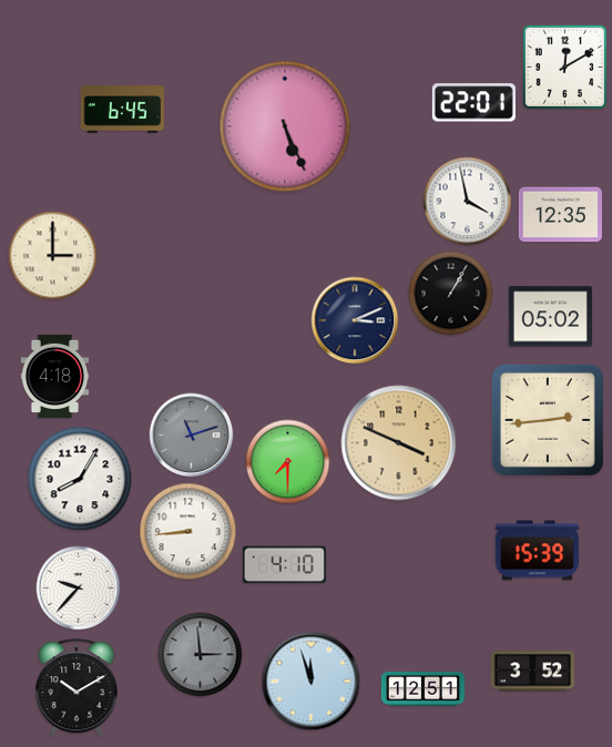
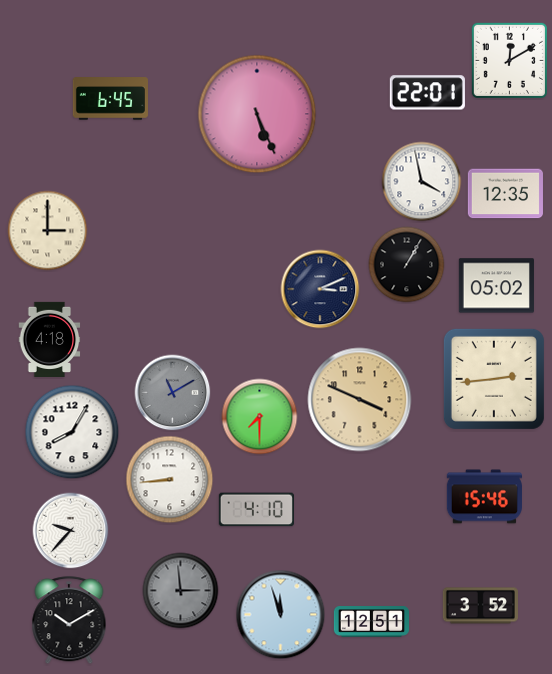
clock at (192, 436): 11:12 -> 11:10
clock at (537, 551): 15:39 -> 15:46
clock at (422, 689) position: (422, 689) -> (371, 622)
